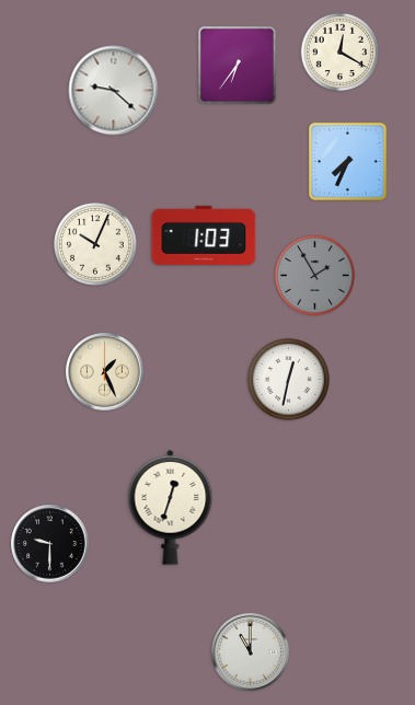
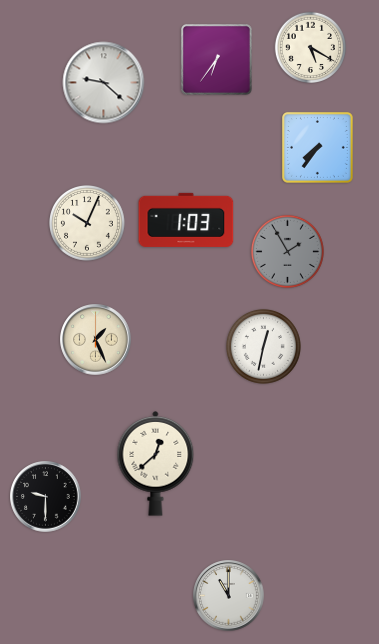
clock at (339, 51): 12:20 -> 5:20
clock at (347, 161): 7:34 -> 7:36
clock at (204, 235) position: (204, 235) -> (186, 220)
clock at (171, 507): 12:33 -> 12:38
